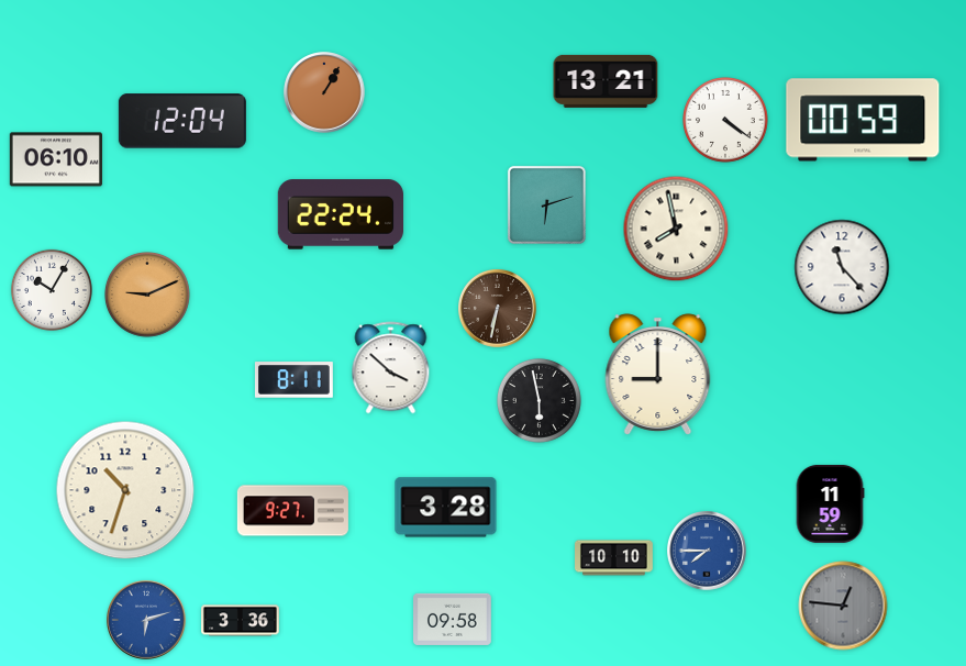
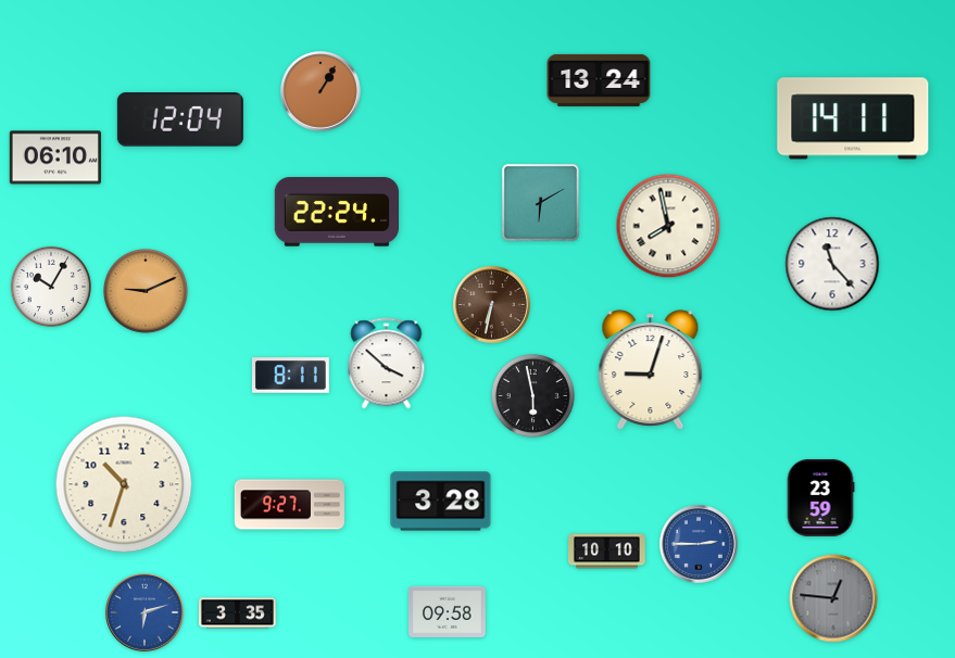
clock at (606, 81): 13:21 -> 13:24
clock at (863, 120): 00:59 -> 14:11
clock at (726, 121): 4:21 -> none
clock at (546, 204): 6:12 -> 6:10
clock at (658, 375): 9:00 -> 9:03
clock at (830, 503): 11:59 -> 23:59
clock at (708, 552): 7:45 -> 2:45
clock at (241, 621): 3:36 -> 3:35
